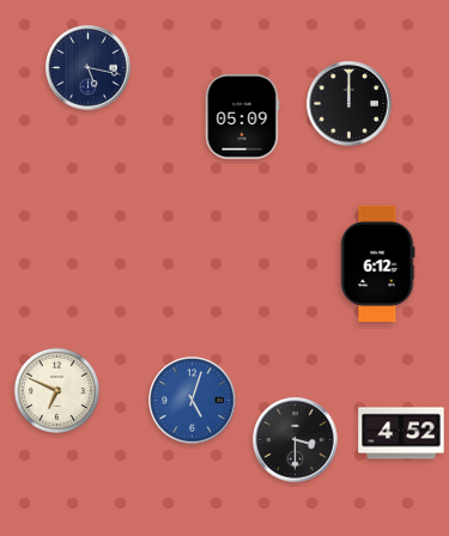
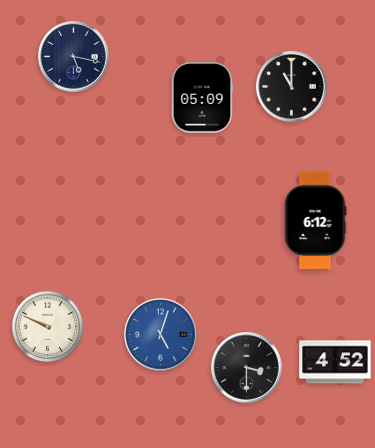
clock at (350, 104): 12:00 -> 11:00
clock at (56, 390): 6:49 -> 9:49
